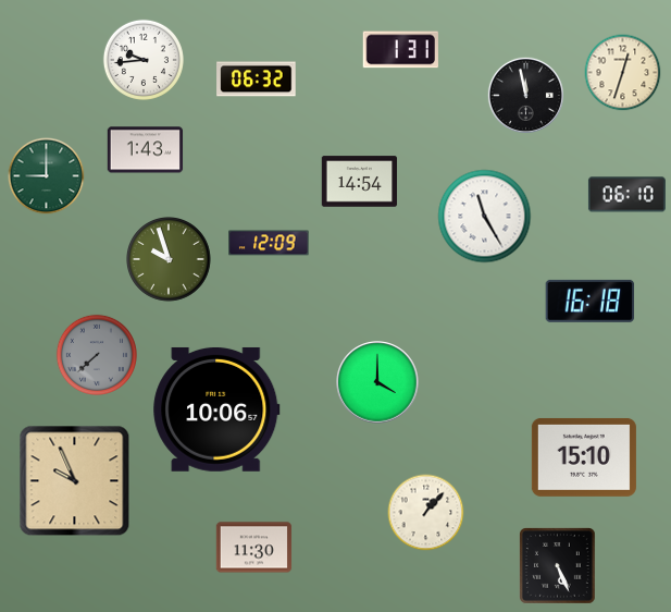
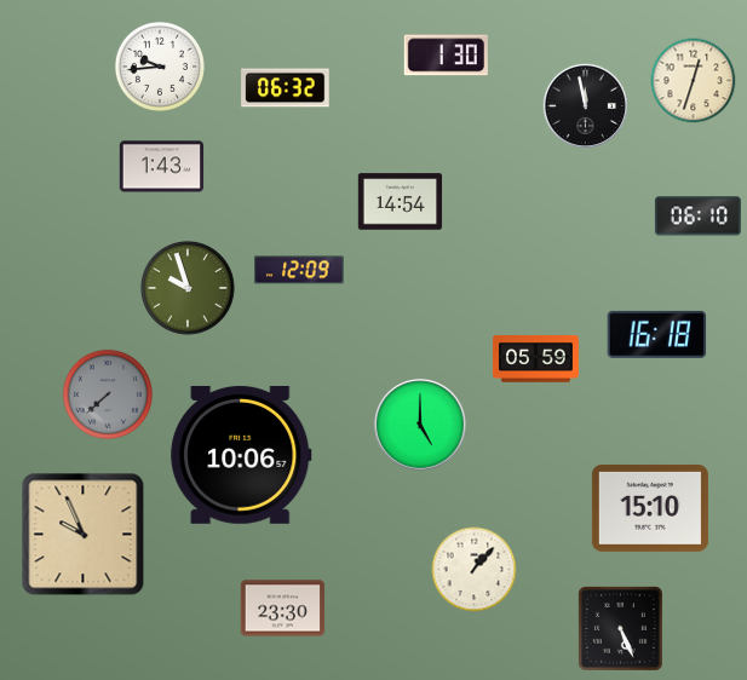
clock at (400, 50): 1:31 -> 1:30
clock at (47, 176): 9:00 -> none
clock at (485, 217): 11:25 -> none
clock at (535, 359): none -> 05:59
clock at (377, 382): 4:00 -> 5:00
clock at (254, 548): 11:30 -> 23:30
